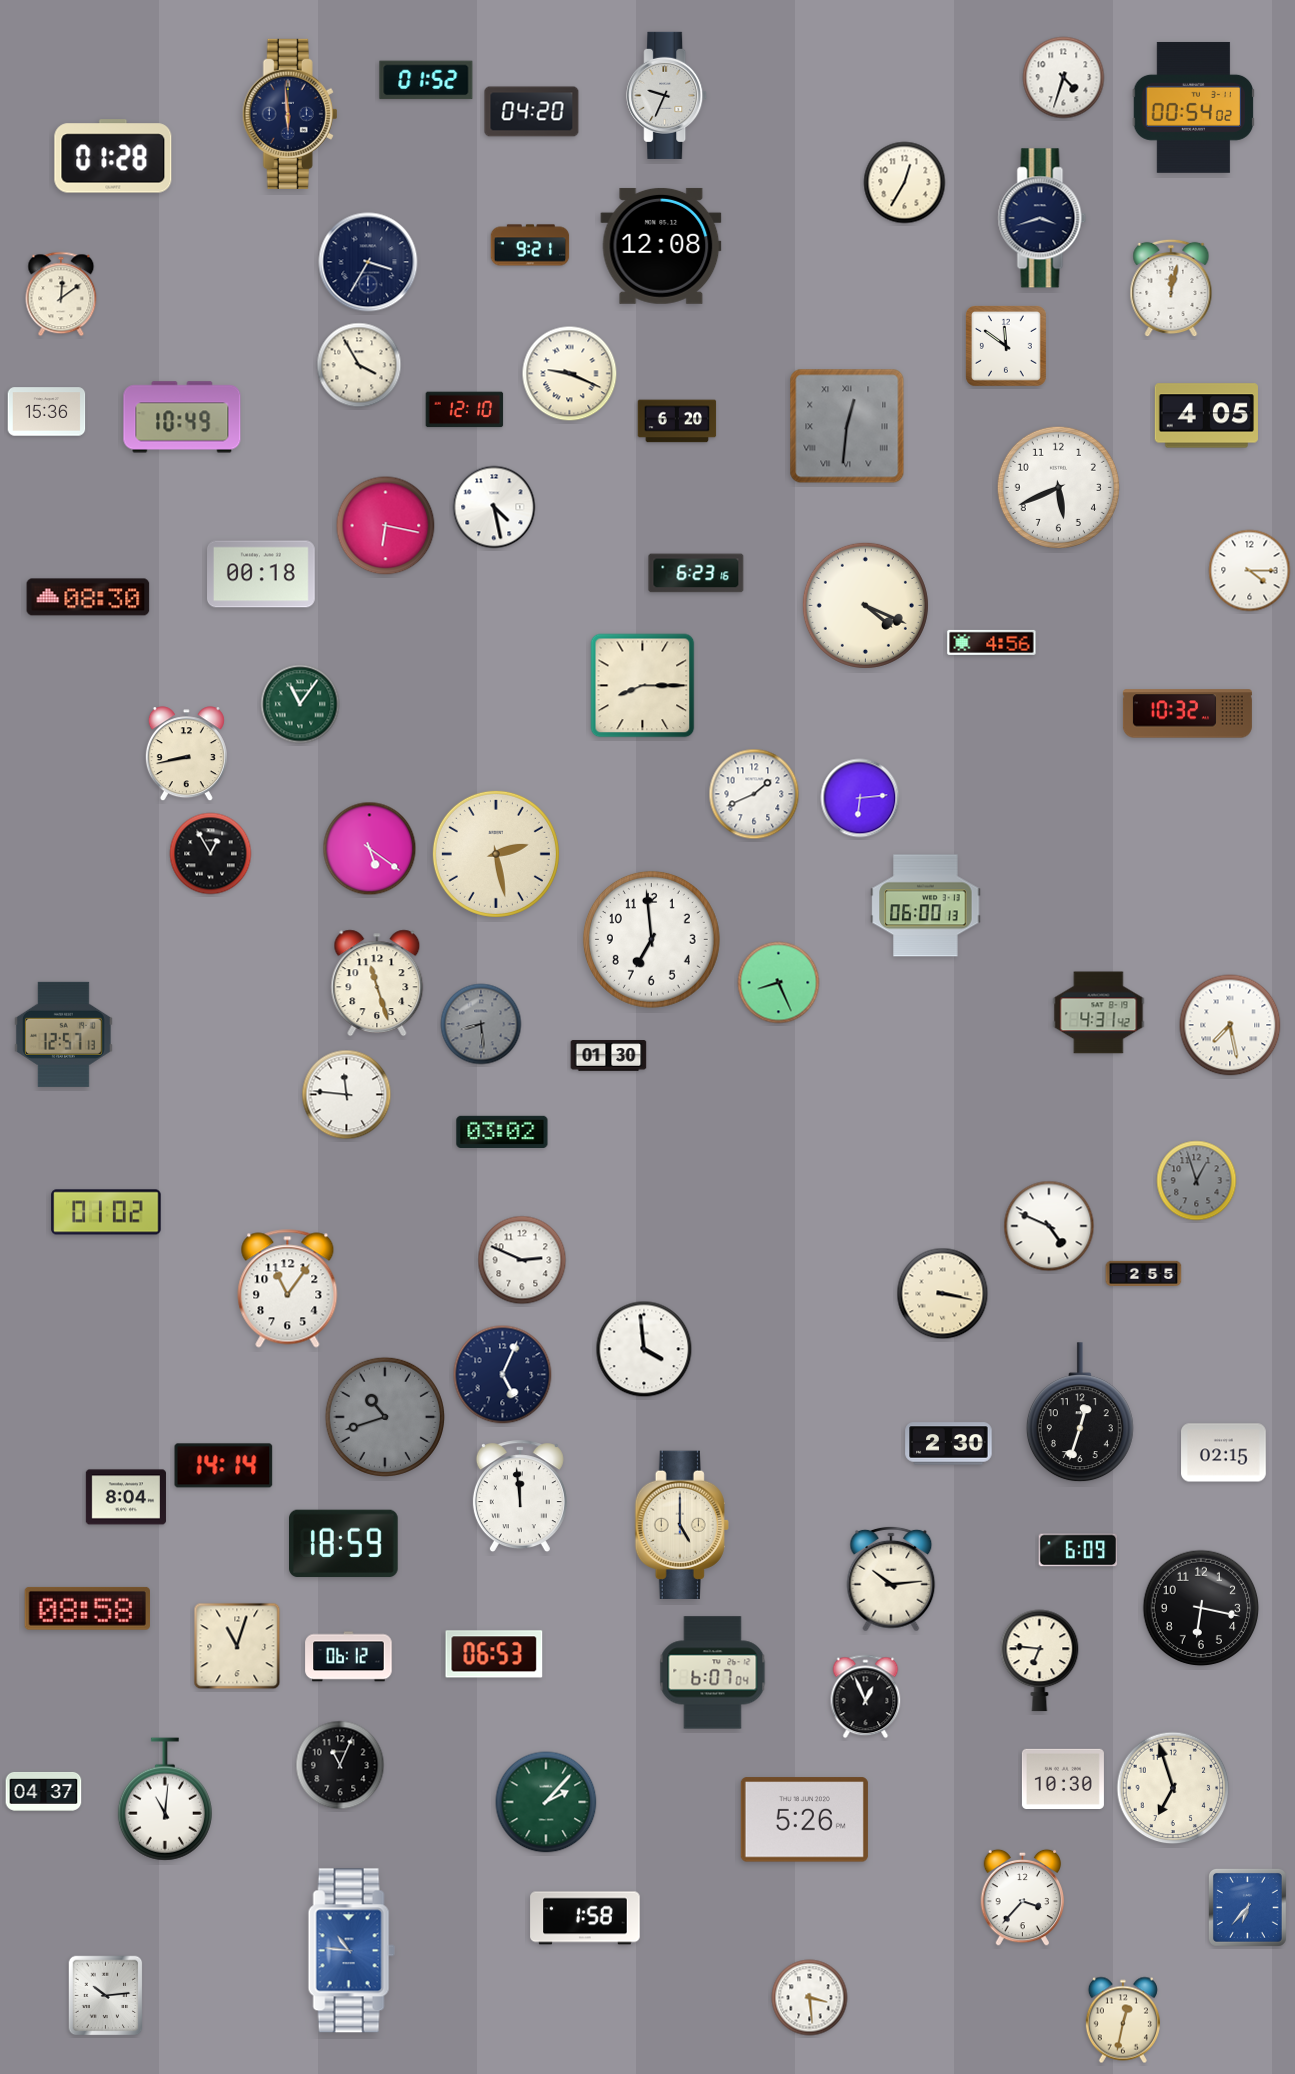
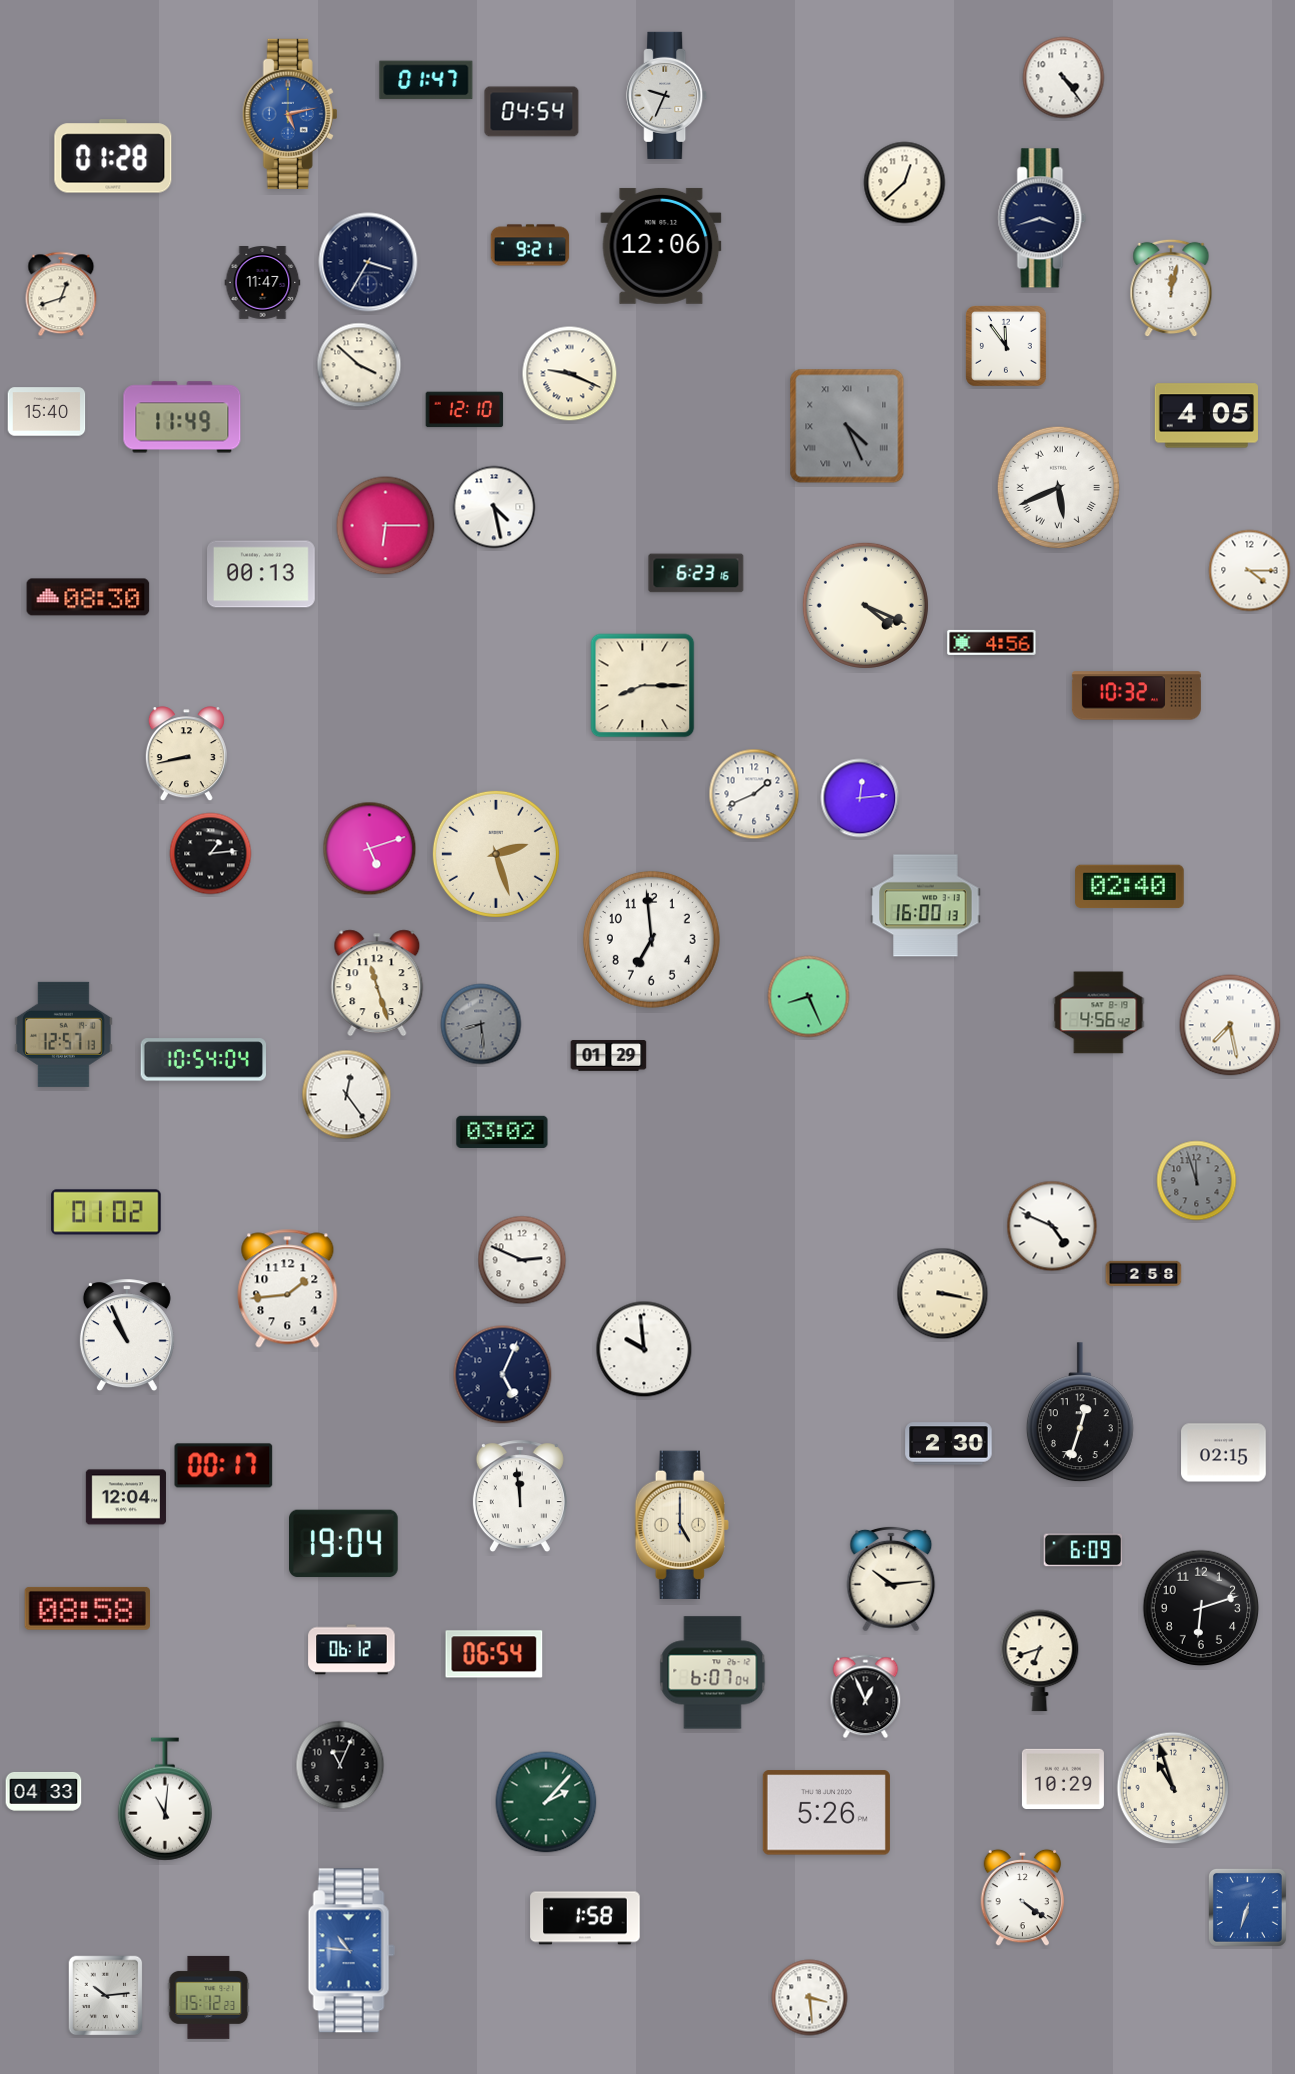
clock at (1064, 78): 4:33 -> 4:24
clock at (426, 80): 01:52 -> 01:47
clock at (1194, 107): 00:54 -> none
clock at (532, 112): 04:20 -> 04:54
clock at (290, 114): 5:59 -> 5:13
clock at (290, 114) dial: navy -> blue
clock at (905, 183): 12:35 -> 12:38
clock at (661, 246): 12:08 -> 12:06
clock at (263, 283): none -> 11:47
clock at (61, 294): 12:09 -> 12:42
clock at (1007, 347): 11:51 -> 11:54
clock at (359, 365): 3:55 -> 3:52
clock at (47, 412): 15:36 -> 15:40
clock at (182, 417): 10:49 -> 11:49
clock at (677, 421): 6:20 -> none
clock at (847, 426): 12:31 -> 4:26
clock at (1058, 487) numerals: Arabic -> Roman
clock at (386, 526): 6:17 -> 6:15
clock at (262, 574): 00:18 -> 00:13
clock at (300, 704): 11:06 -> none
clock at (1187, 714) position: (1187, 714) -> (1136, 696)
clock at (860, 798): 6:14 -> 12:14
clock at (370, 849): 5:21 -> 5:12
clock at (211, 854): 12:55 -> 1:14
clock at (496, 854): 2:28 -> 2:27
clock at (1130, 887): none -> 02:40
clock at (926, 906): 06:00 -> 16:00
clock at (779, 983) position: (779, 983) -> (809, 997)
clock at (1099, 1013): 4:31 -> 4:56
clock at (609, 1056): 01:30 -> 01:29
clock at (203, 1060): none -> 10:54
clock at (347, 1095): 11:46 -> 12:24
clock at (1197, 1181): 12:57 -> 11:57
clock at (1049, 1226) position: (1049, 1226) -> (1052, 1226)
clock at (1144, 1273): 2:55 -> 2:58
clock at (288, 1289): 11:06 -> 1:44
clock at (127, 1336): none -> 10:56
clock at (644, 1349): 3:59 -> 9:59
clock at (384, 1416): 10:42 -> none
clock at (224, 1466): 14:14 -> 00:17
clock at (126, 1497): 8:04 -> 12:04
clock at (344, 1544): 18:59 -> 19:04
clock at (1078, 1550) position: (1078, 1550) -> (1083, 1550)
clock at (1201, 1608): 6:17 -> 6:12
clock at (237, 1646): 11:03 -> none
clock at (494, 1654): 06:53 -> 06:54
clock at (349, 1657) position: (349, 1657) -> (352, 1650)
clock at (1040, 1661): 6:46 -> 6:42
clock at (1063, 1778): 10:30 -> 10:29
clock at (1173, 1788): 6:57 -> 10:57
clock at (44, 1792): 04:37 -> 04:33
clock at (804, 1820) position: (804, 1820) -> (826, 1813)
clock at (1023, 1898): 3:37 -> 4:21
clock at (1247, 1907): 6:37 -> 6:33
clock at (209, 1997): none -> 15:12
clock at (1123, 2020): 12:32 -> none
